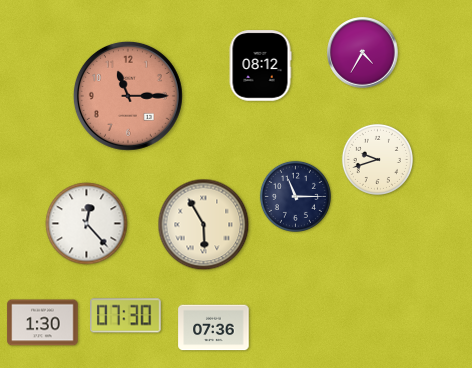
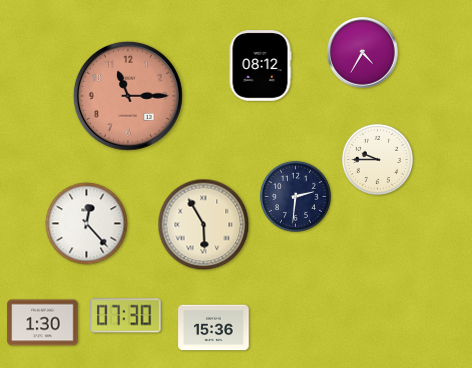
clock at (377, 159): 9:42 -> 9:45
clock at (295, 196): 11:15 -> 2:31
clock at (214, 328): 07:36 -> 15:36
